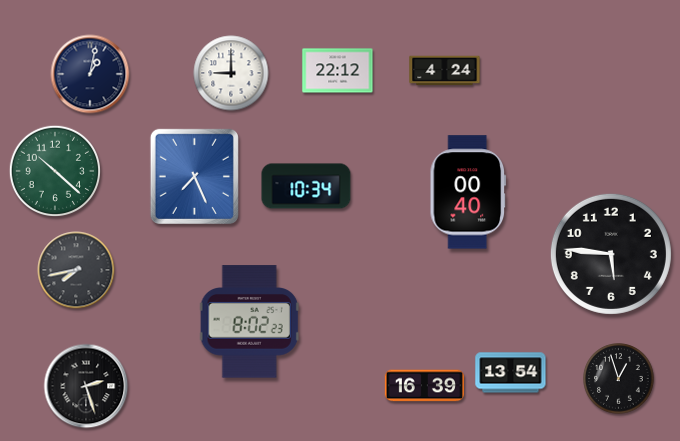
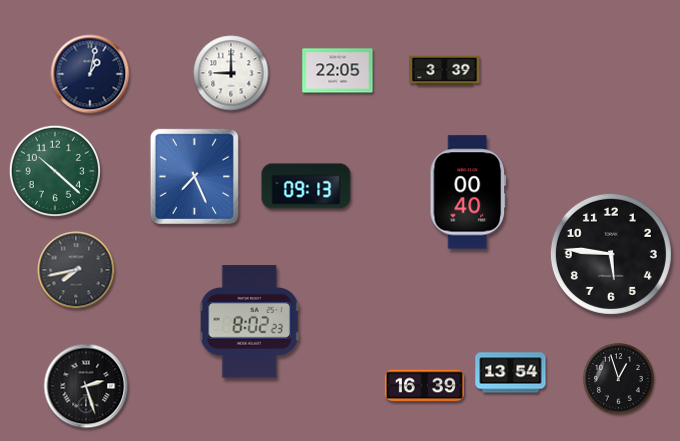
clock at (338, 71): 22:12 -> 22:05
clock at (445, 71): 4:24 -> 3:39
clock at (306, 186): 10:34 -> 09:13
